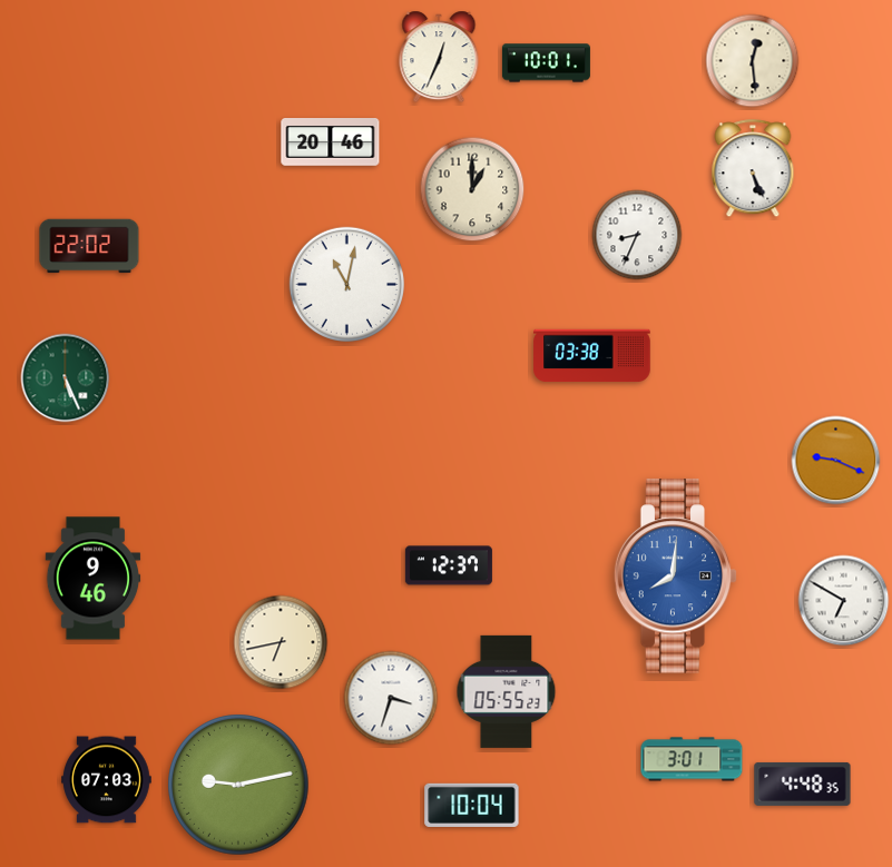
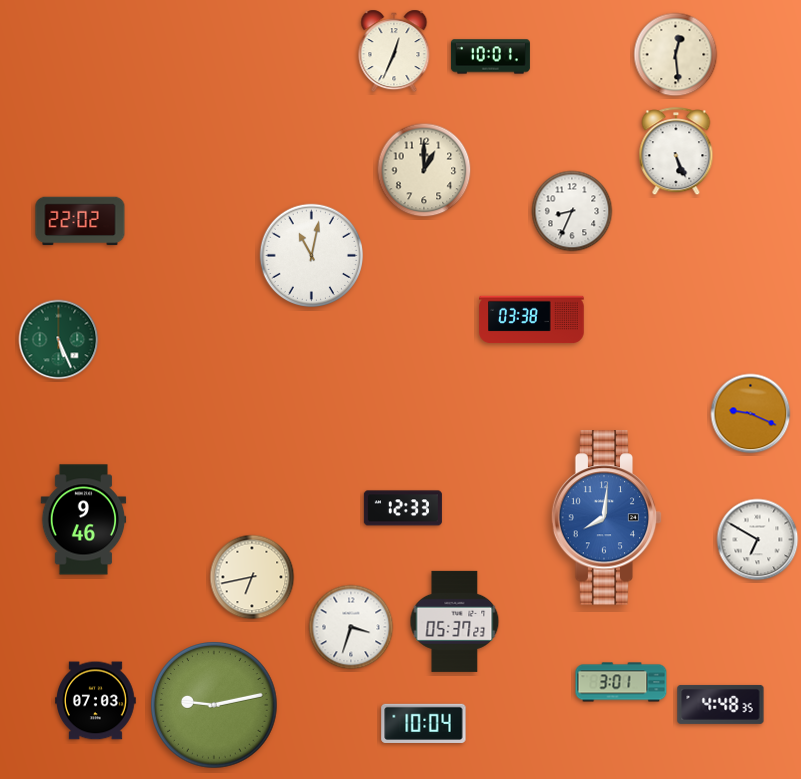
clock at (331, 142): 20:46 -> none
clock at (449, 565): 12:37 -> 12:33
clock at (507, 691): 05:55 -> 05:37
